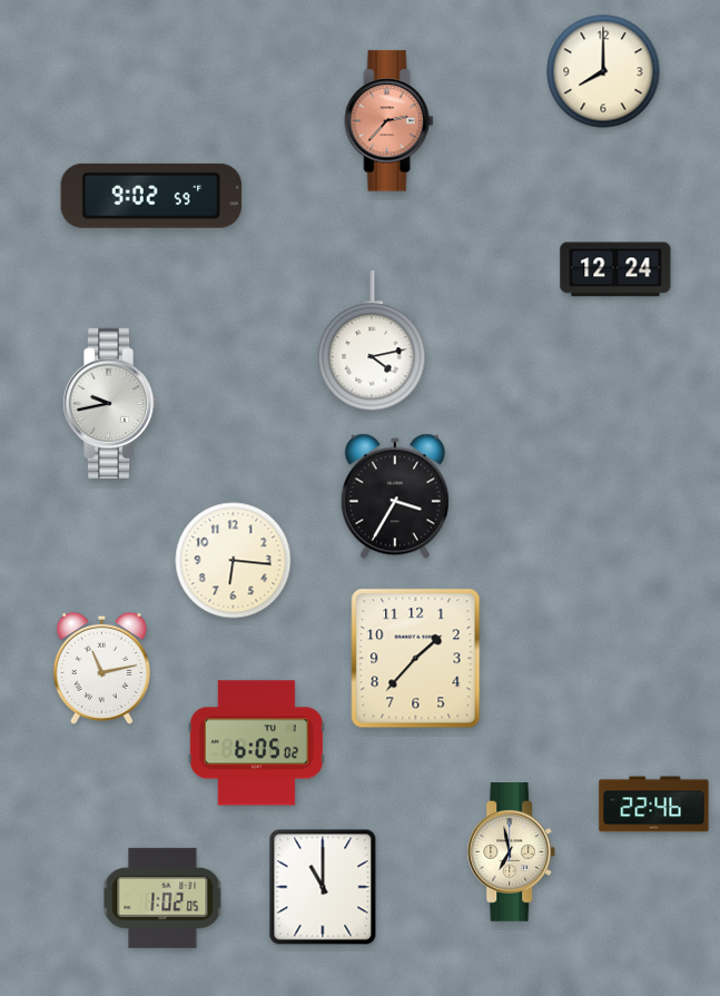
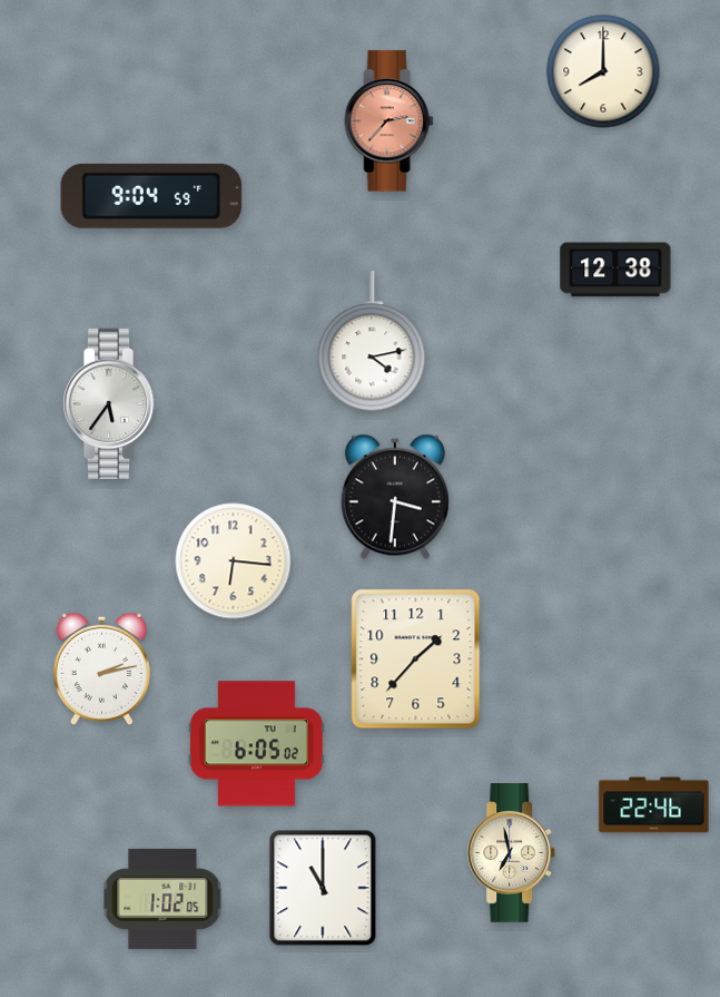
clock at (151, 196): 9:02 -> 9:04
clock at (615, 269): 12:24 -> 12:38
clock at (110, 403): 9:43 -> 5:36
clock at (395, 496): 3:35 -> 3:31
clock at (101, 668): 11:13 -> 2:13
